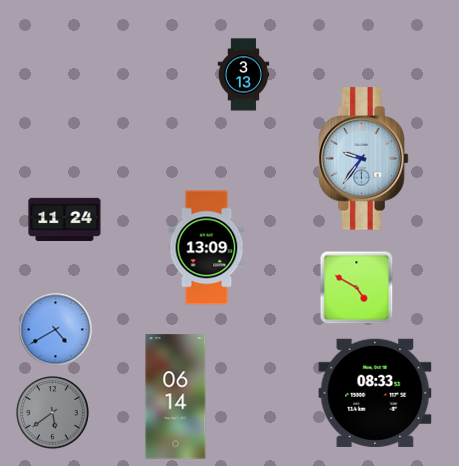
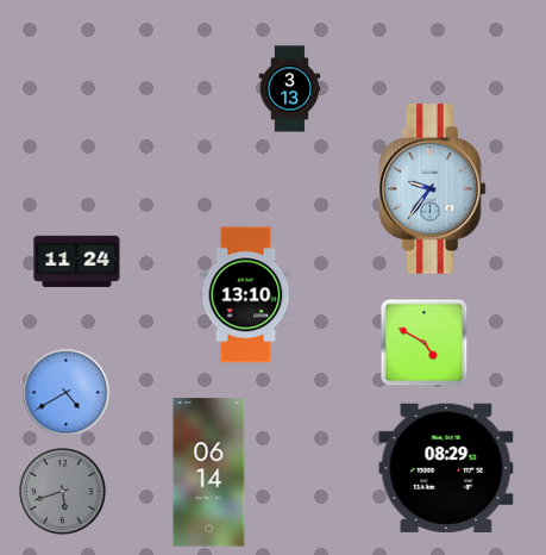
clock at (207, 248): 13:09 -> 13:10
clock at (375, 393): 08:33 -> 08:29
clock at (53, 413): 5:39 -> 5:42
